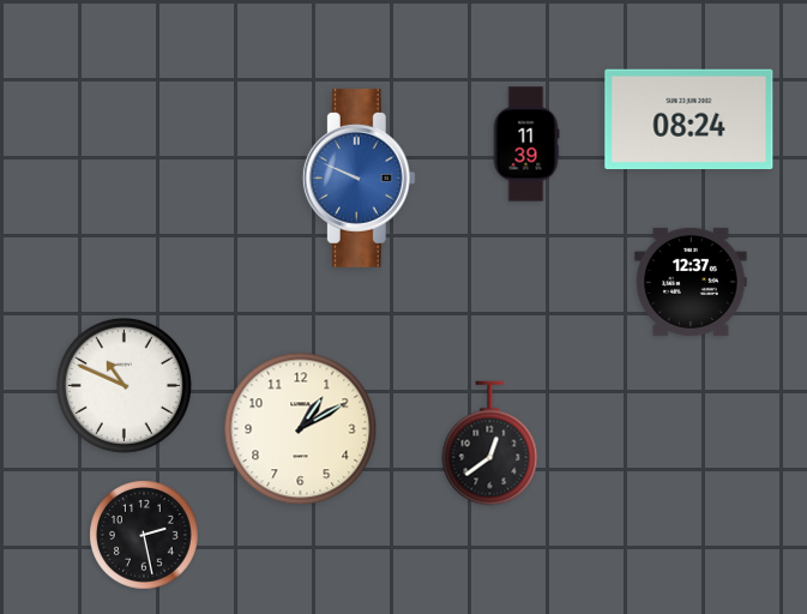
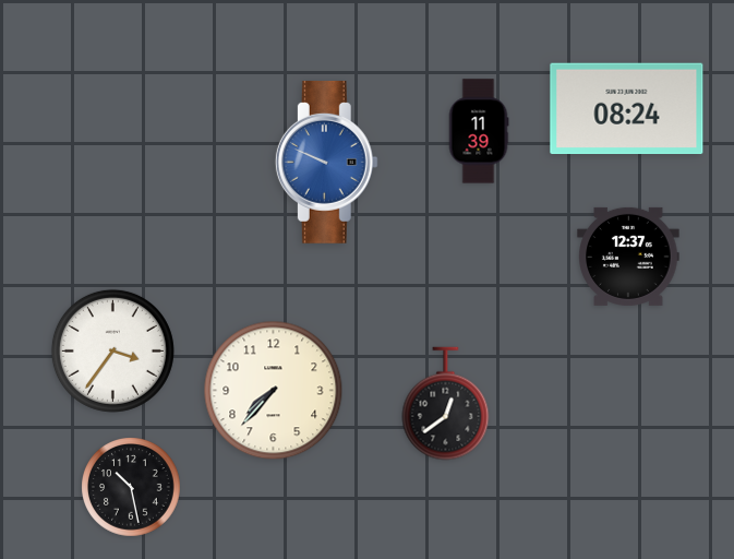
clock at (124, 385): 10:49 -> 3:36
clock at (301, 429): 1:10 -> 7:37
clock at (144, 535): 2:28 -> 10:28
